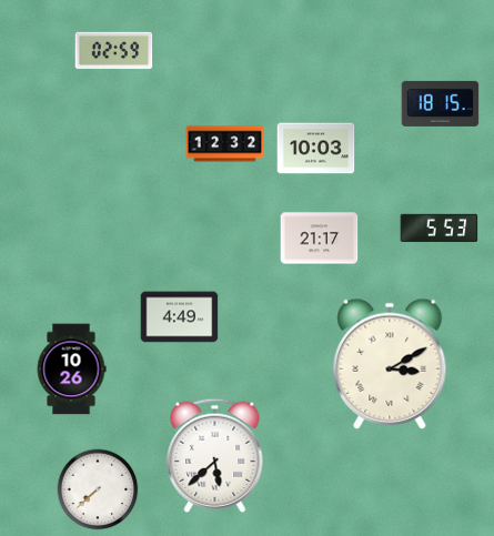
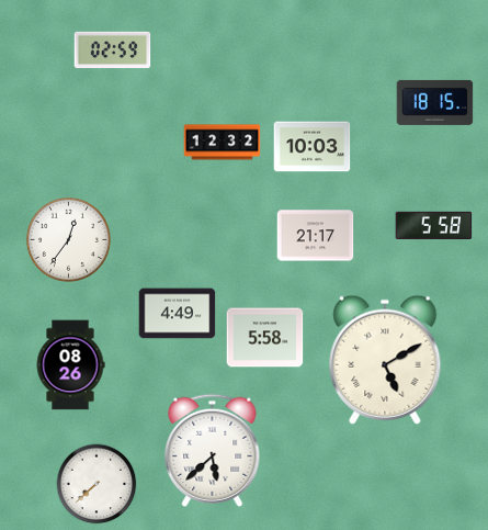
clock at (440, 227): 5:53 -> 5:58
clock at (68, 239): none -> 12:36
clock at (265, 338): none -> 5:58
clock at (390, 364): 3:10 -> 5:10
clock at (71, 370): 10:26 -> 08:26
